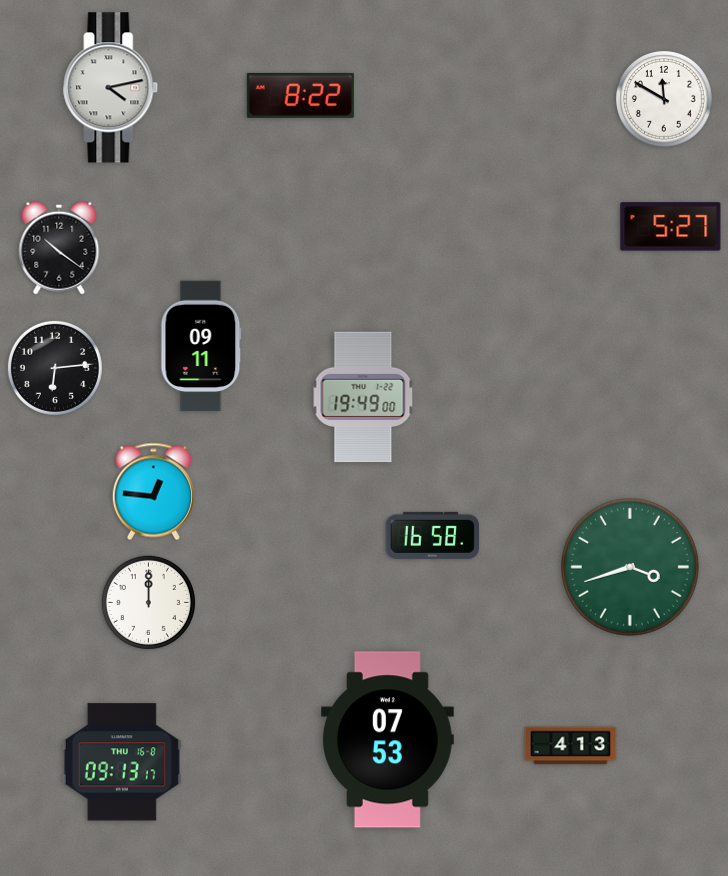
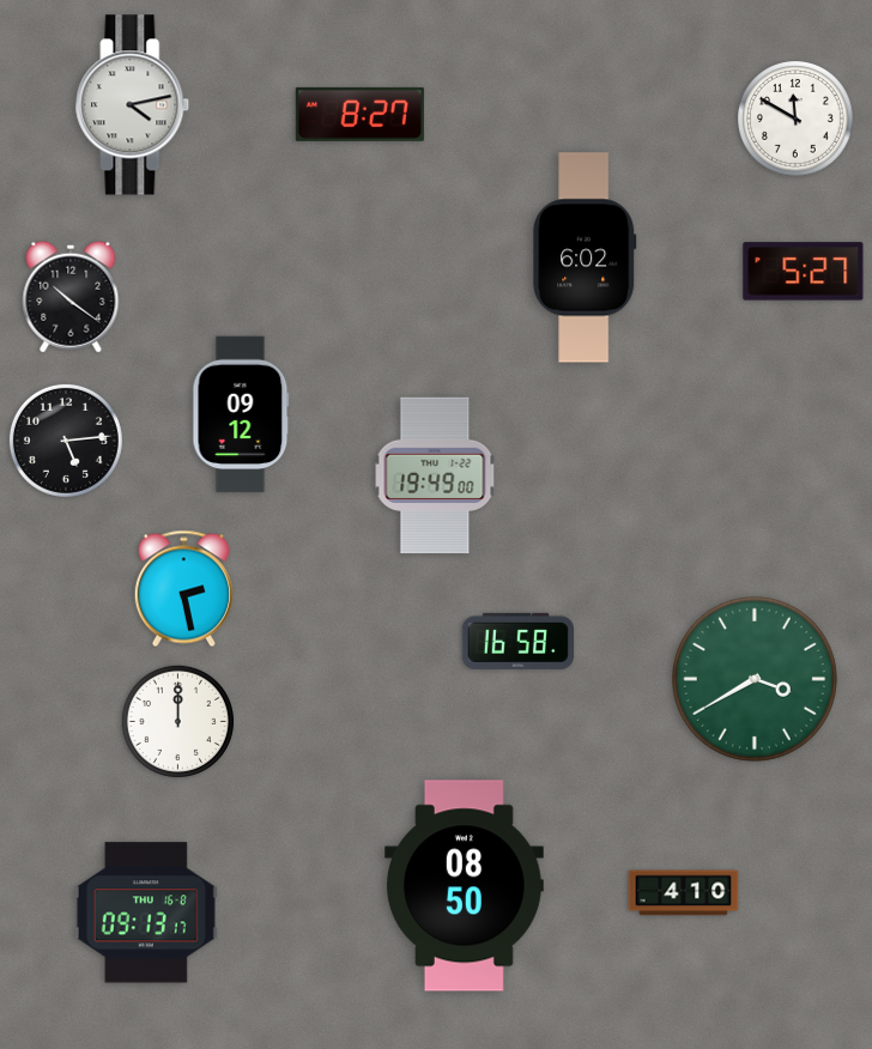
clock at (300, 95): 8:22 -> 8:27
clock at (585, 257): none -> 6:02
clock at (201, 346): 09:11 -> 09:12
clock at (55, 368): 6:14 -> 5:14
clock at (153, 492): 12:46 -> 2:28
clock at (630, 567): 3:42 -> 3:40
clock at (387, 740): 07:53 -> 08:50
clock at (571, 746): 4:13 -> 4:10
